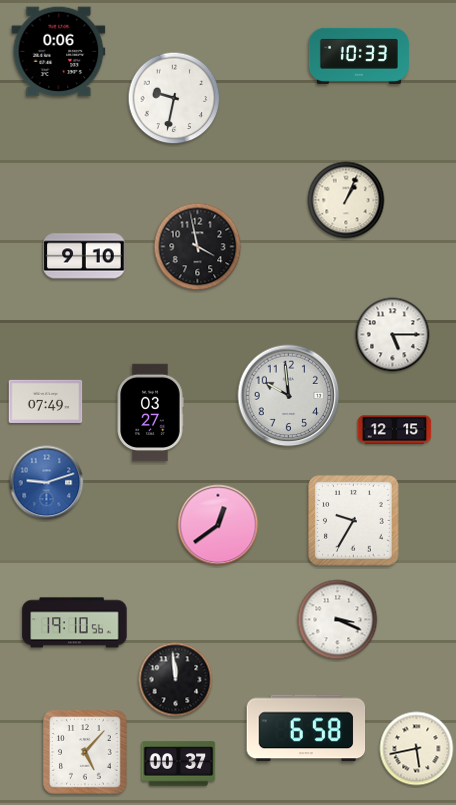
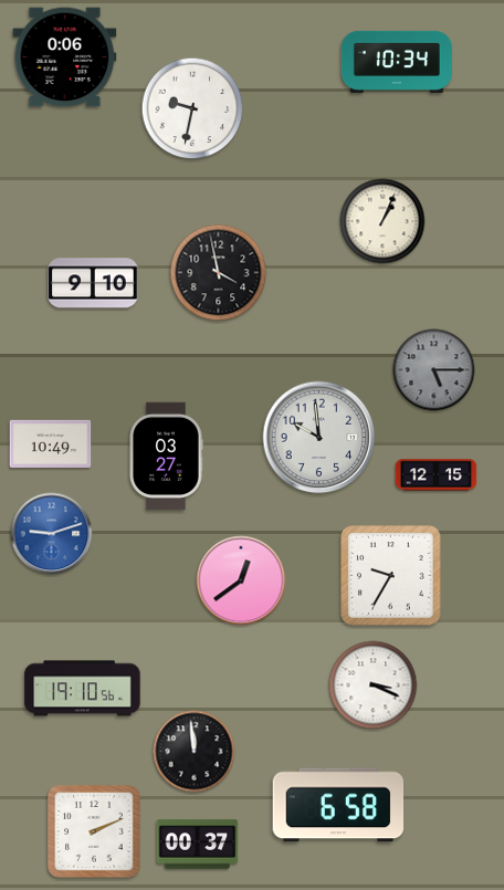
clock at (359, 56): 10:33 -> 10:34
clock at (393, 335) dial: white -> grey
clock at (46, 401): 07:49 -> 10:49
clock at (417, 749): 5:43 -> none
clock at (85, 752): 5:07 -> 2:11
